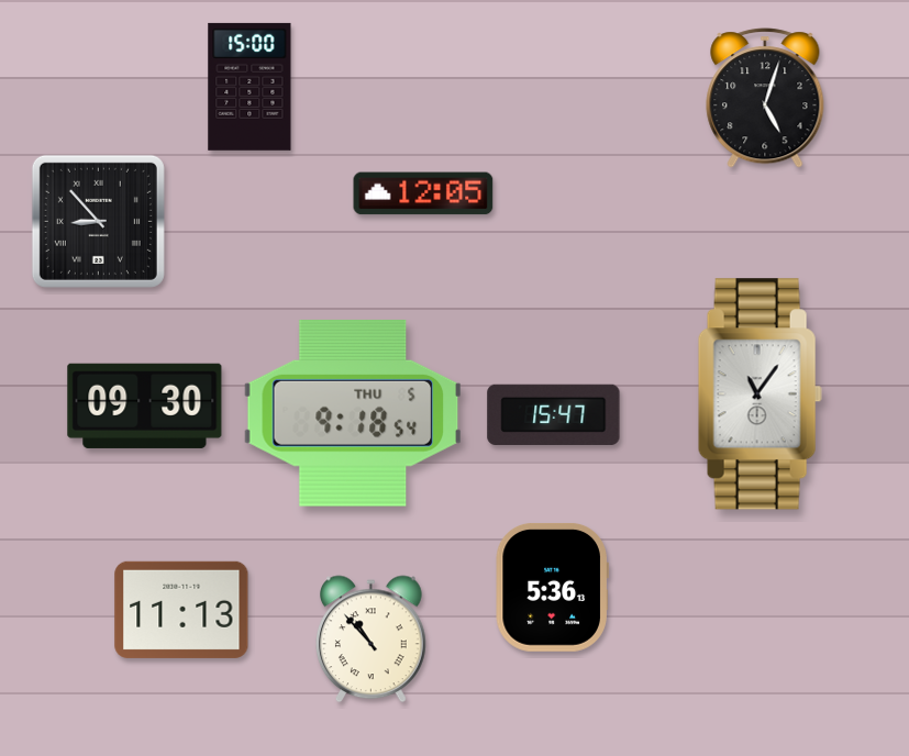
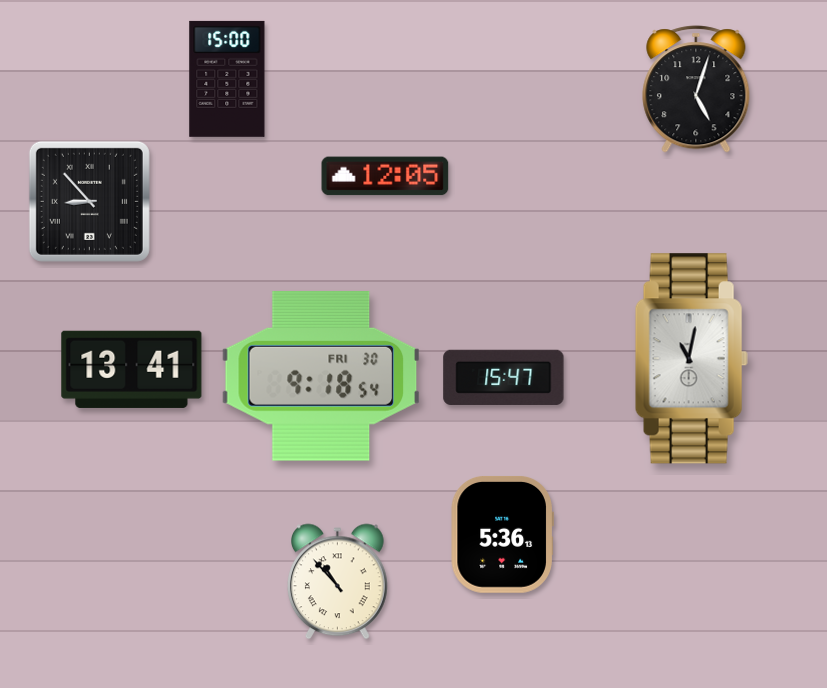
clock at (760, 394): 11:06 -> 11:02
clock at (145, 405): 09:30 -> 13:41
clock at (352, 413) date: THU 5 -> FRI 30
clock at (181, 610): 11:13 -> none
